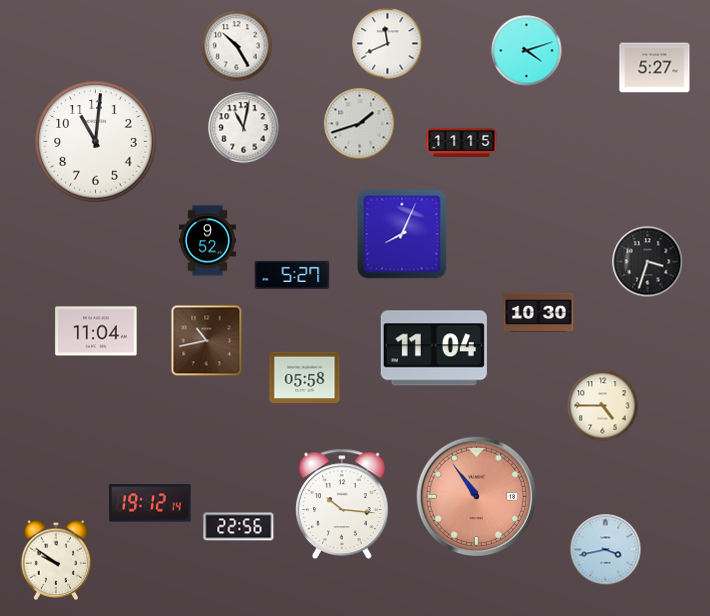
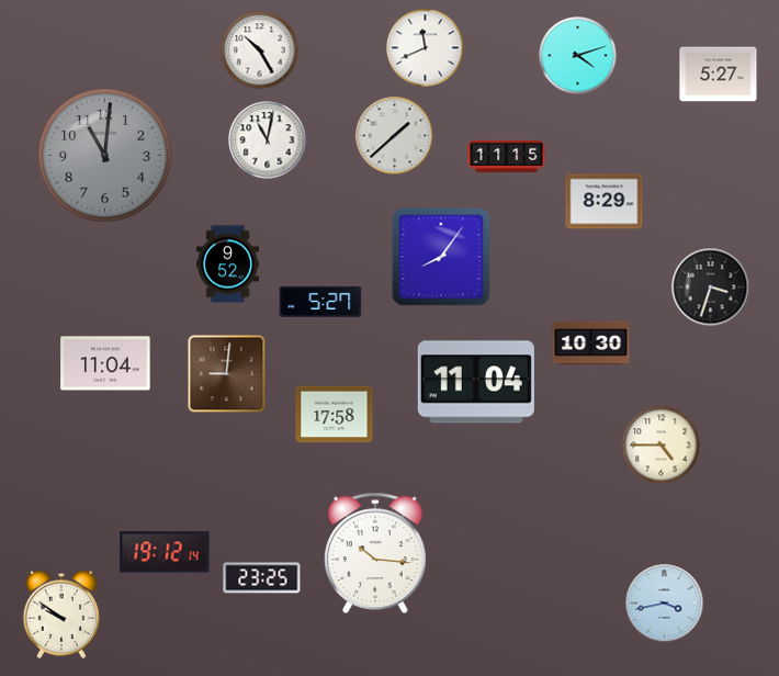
clock at (360, 124): 1:42 -> 1:38
clock at (96, 142) dial: white -> grey
clock at (605, 202): none -> 8:29
clock at (402, 234): 8:04 -> 8:06
clock at (207, 341): 10:43 -> 9:01
clock at (305, 378): 05:58 -> 17:58
clock at (477, 497): 10:54 -> none
clock at (239, 527): 22:56 -> 23:25
